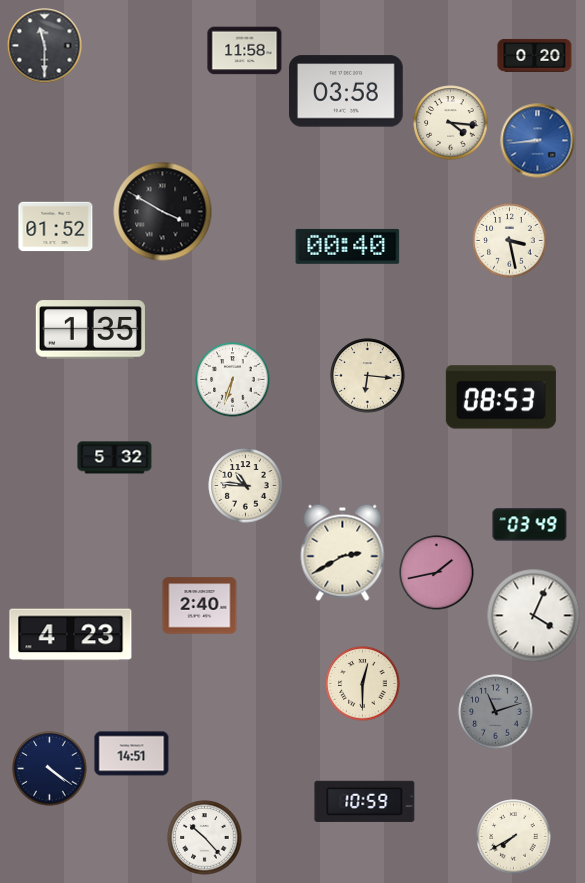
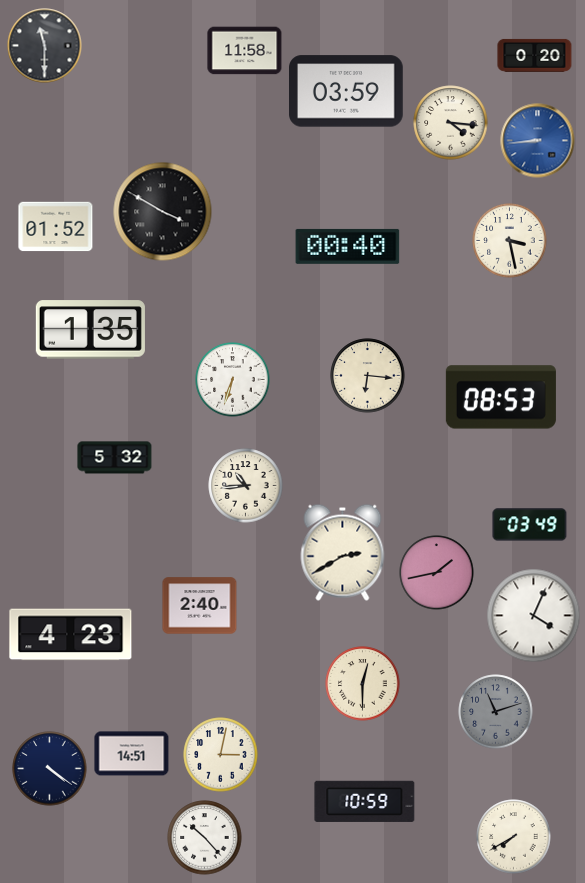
clock at (347, 91): 03:58 -> 03:59
clock at (246, 486): 10:46 -> 10:44
clock at (221, 755): none -> 3:02
